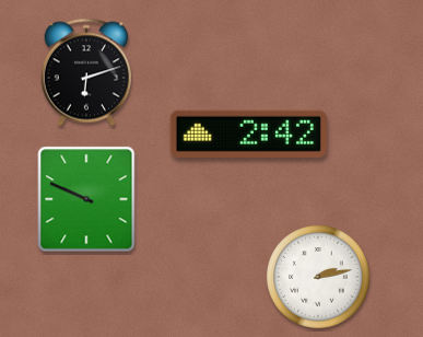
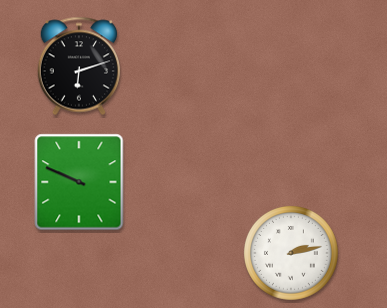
clock at (248, 133): 2:42 -> none
